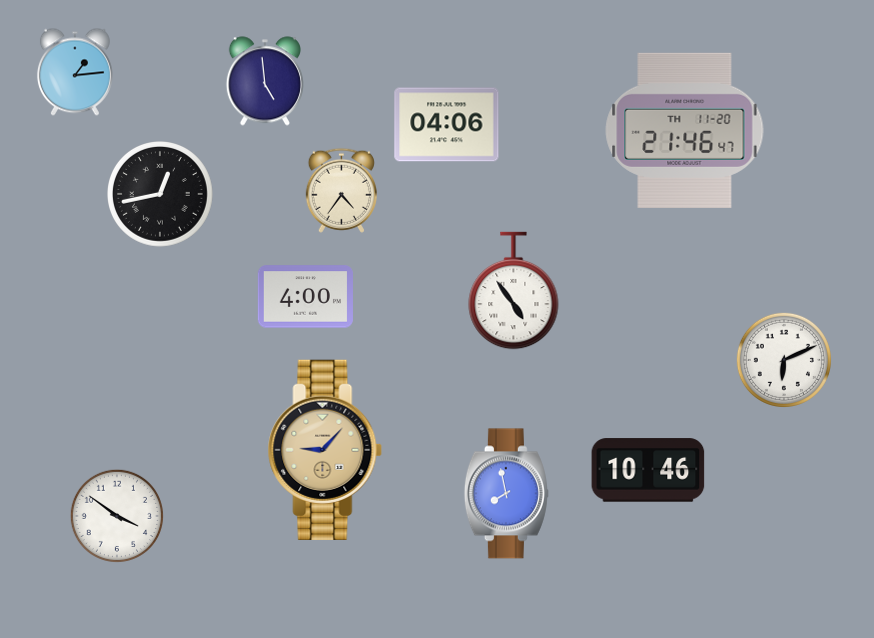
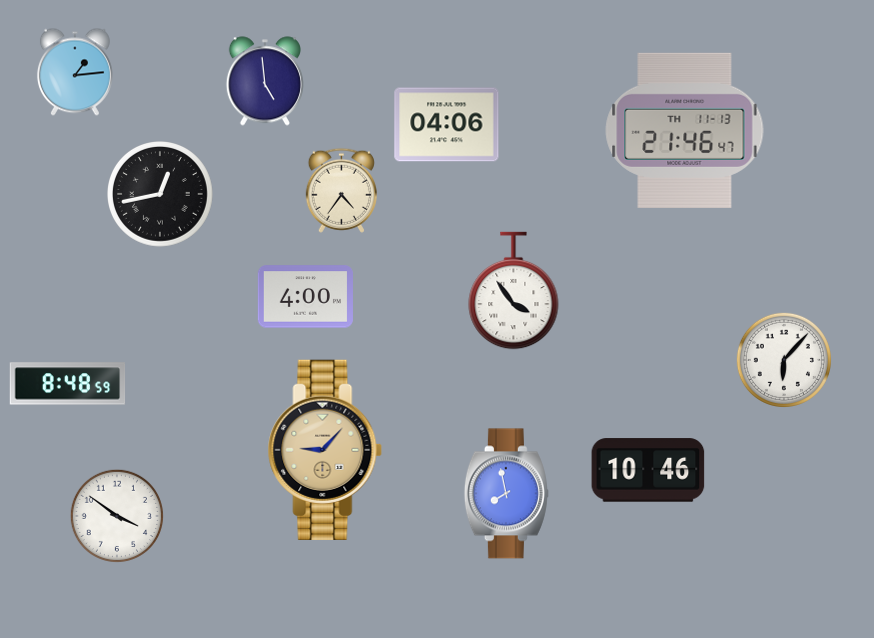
clock at (685, 130) date: TH 11-20 -> TH 11-13
clock at (514, 291): 4:54 -> 3:54
clock at (784, 360): 6:11 -> 6:07
clock at (68, 384): none -> 8:48
